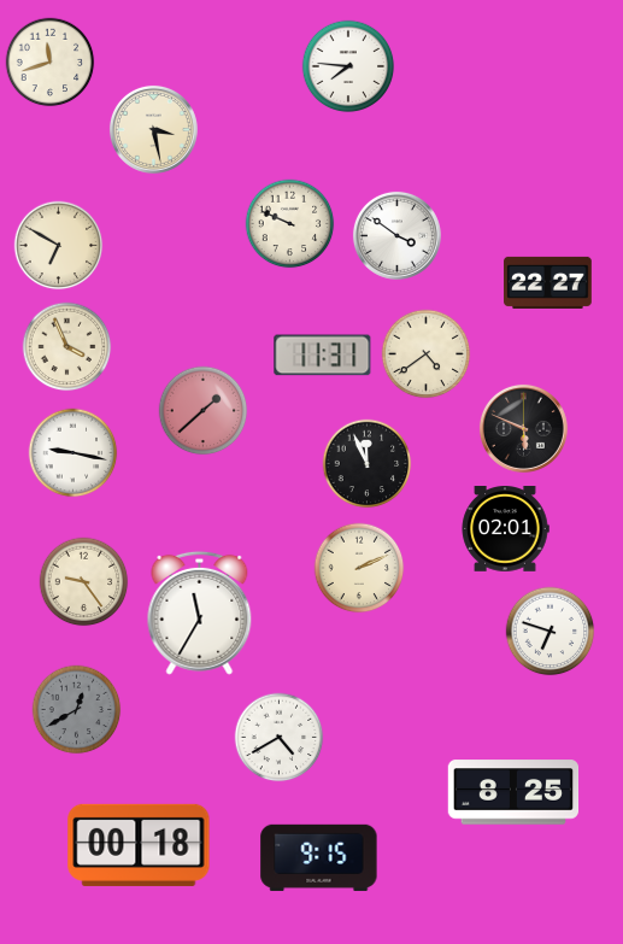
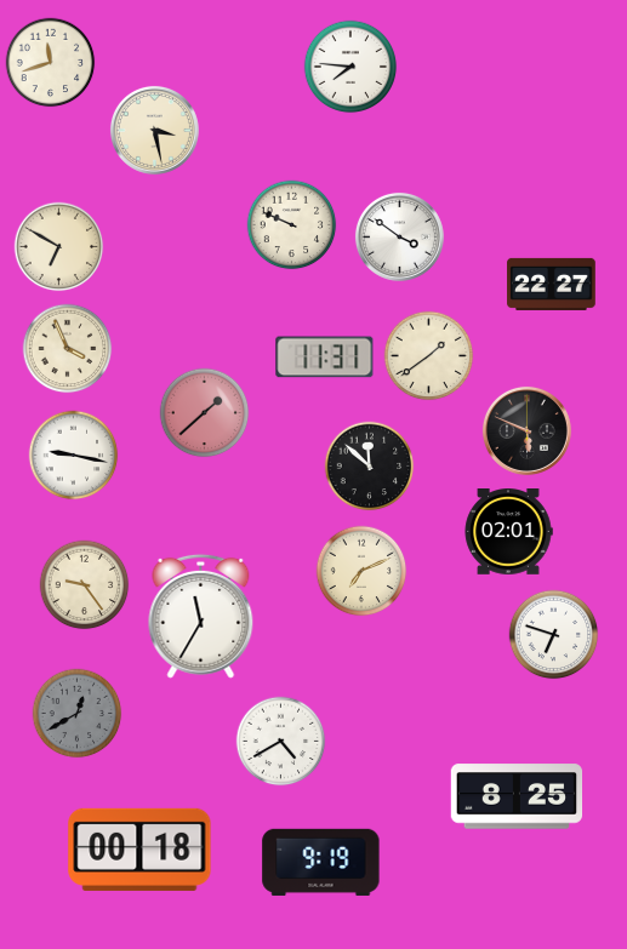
clock at (427, 354): 4:39 -> 1:39
clock at (368, 464): 11:56 -> 11:52
clock at (359, 568): 2:11 -> 7:11
clock at (319, 857): 9:15 -> 9:19
